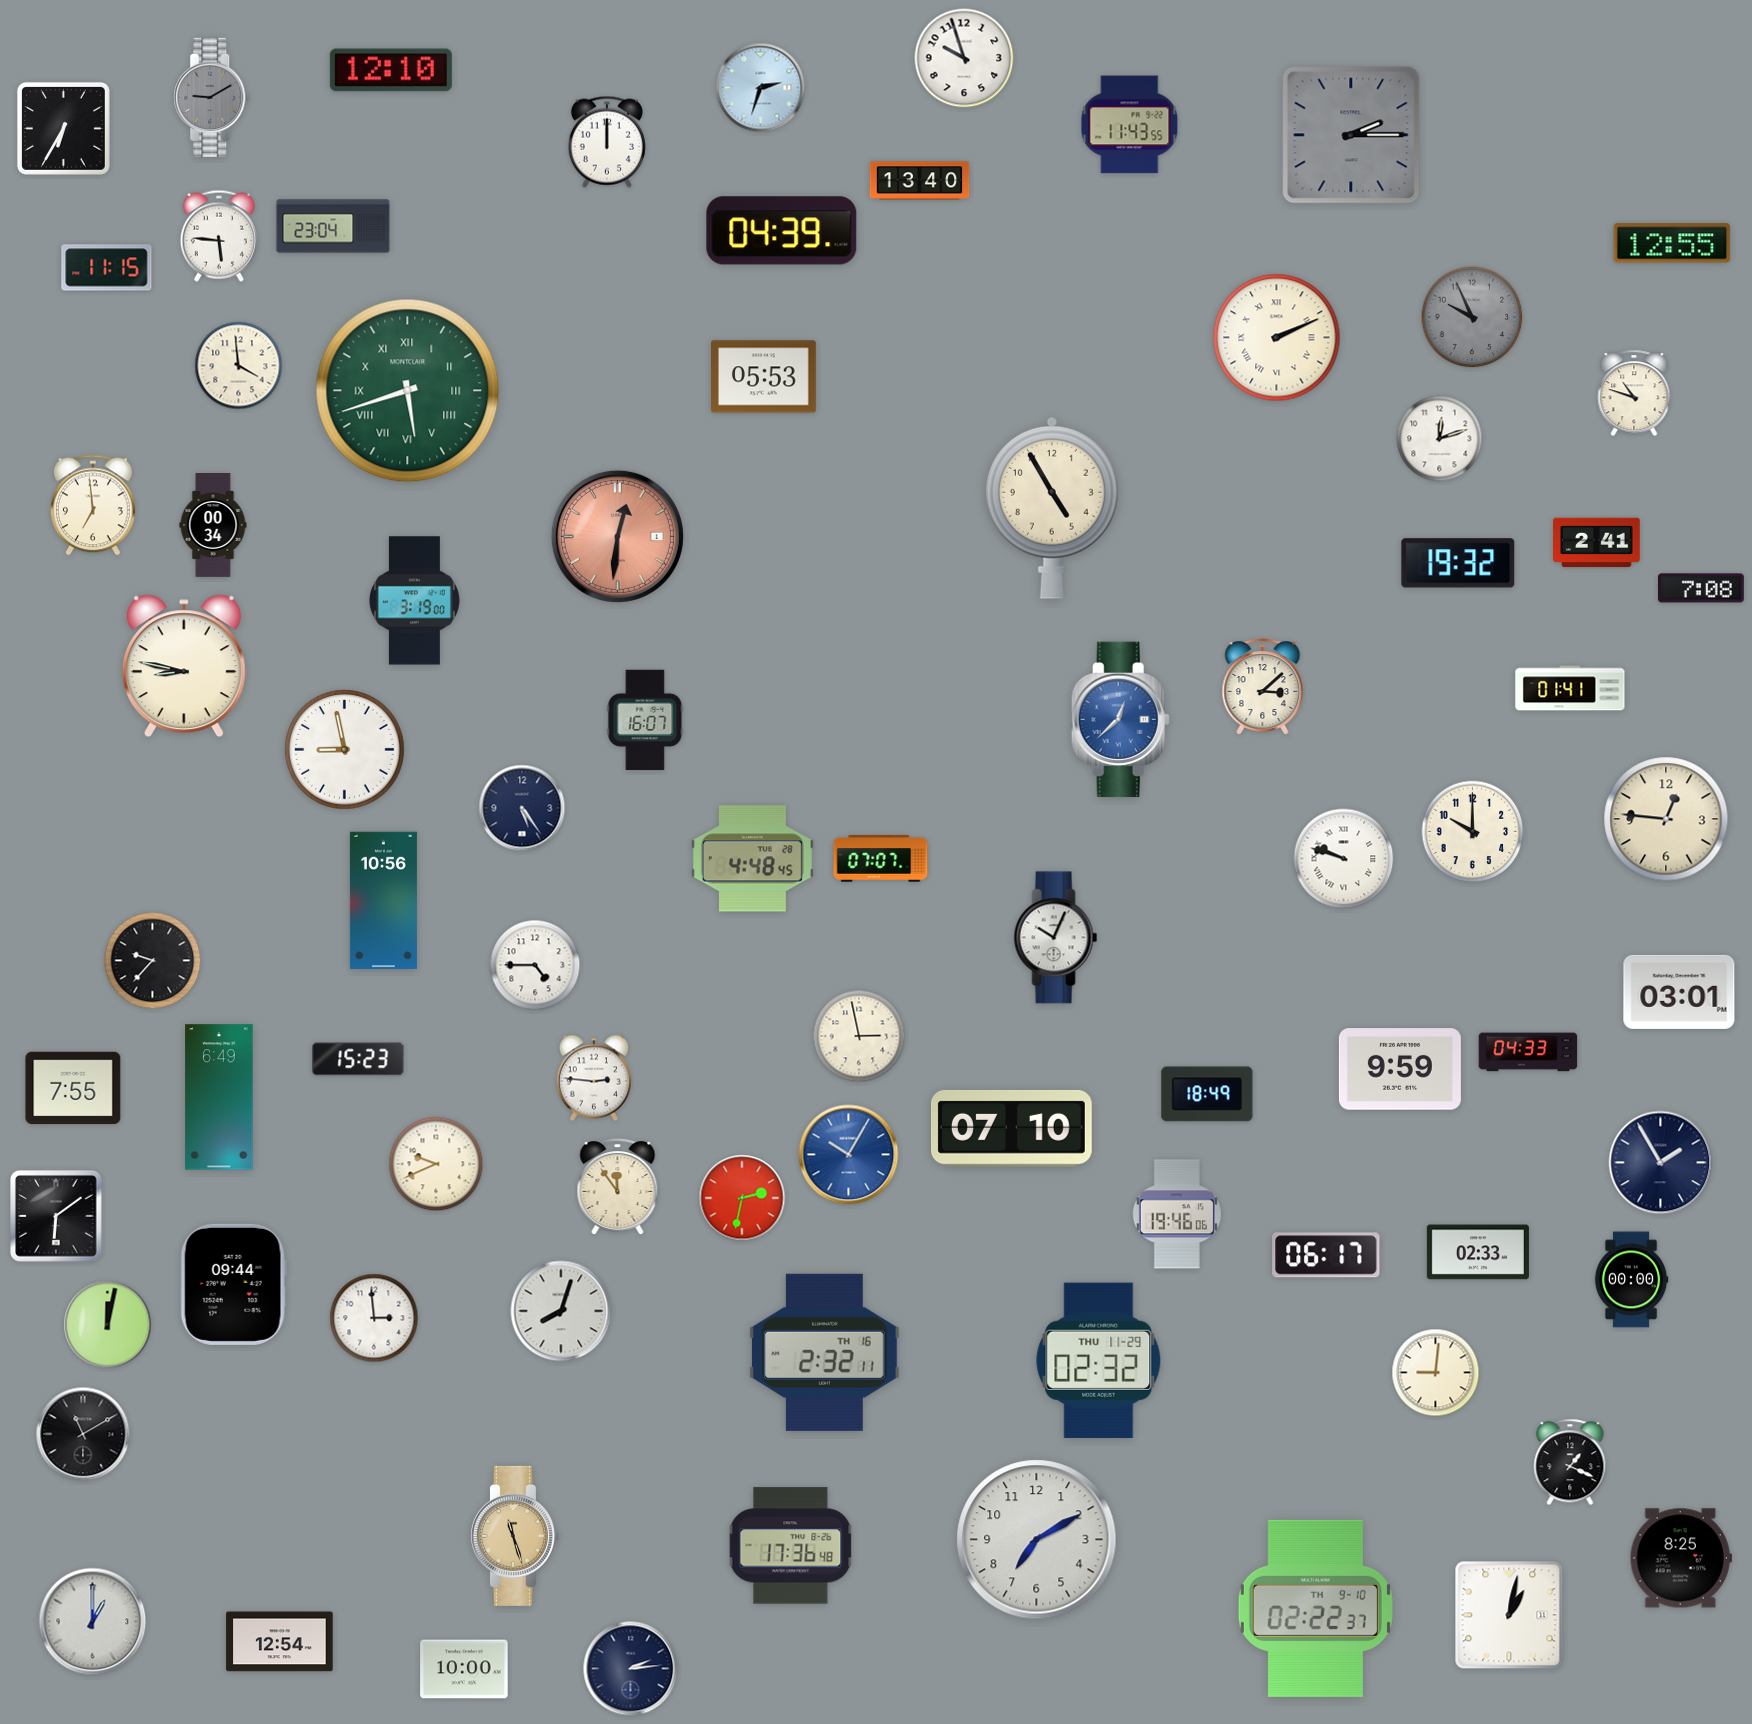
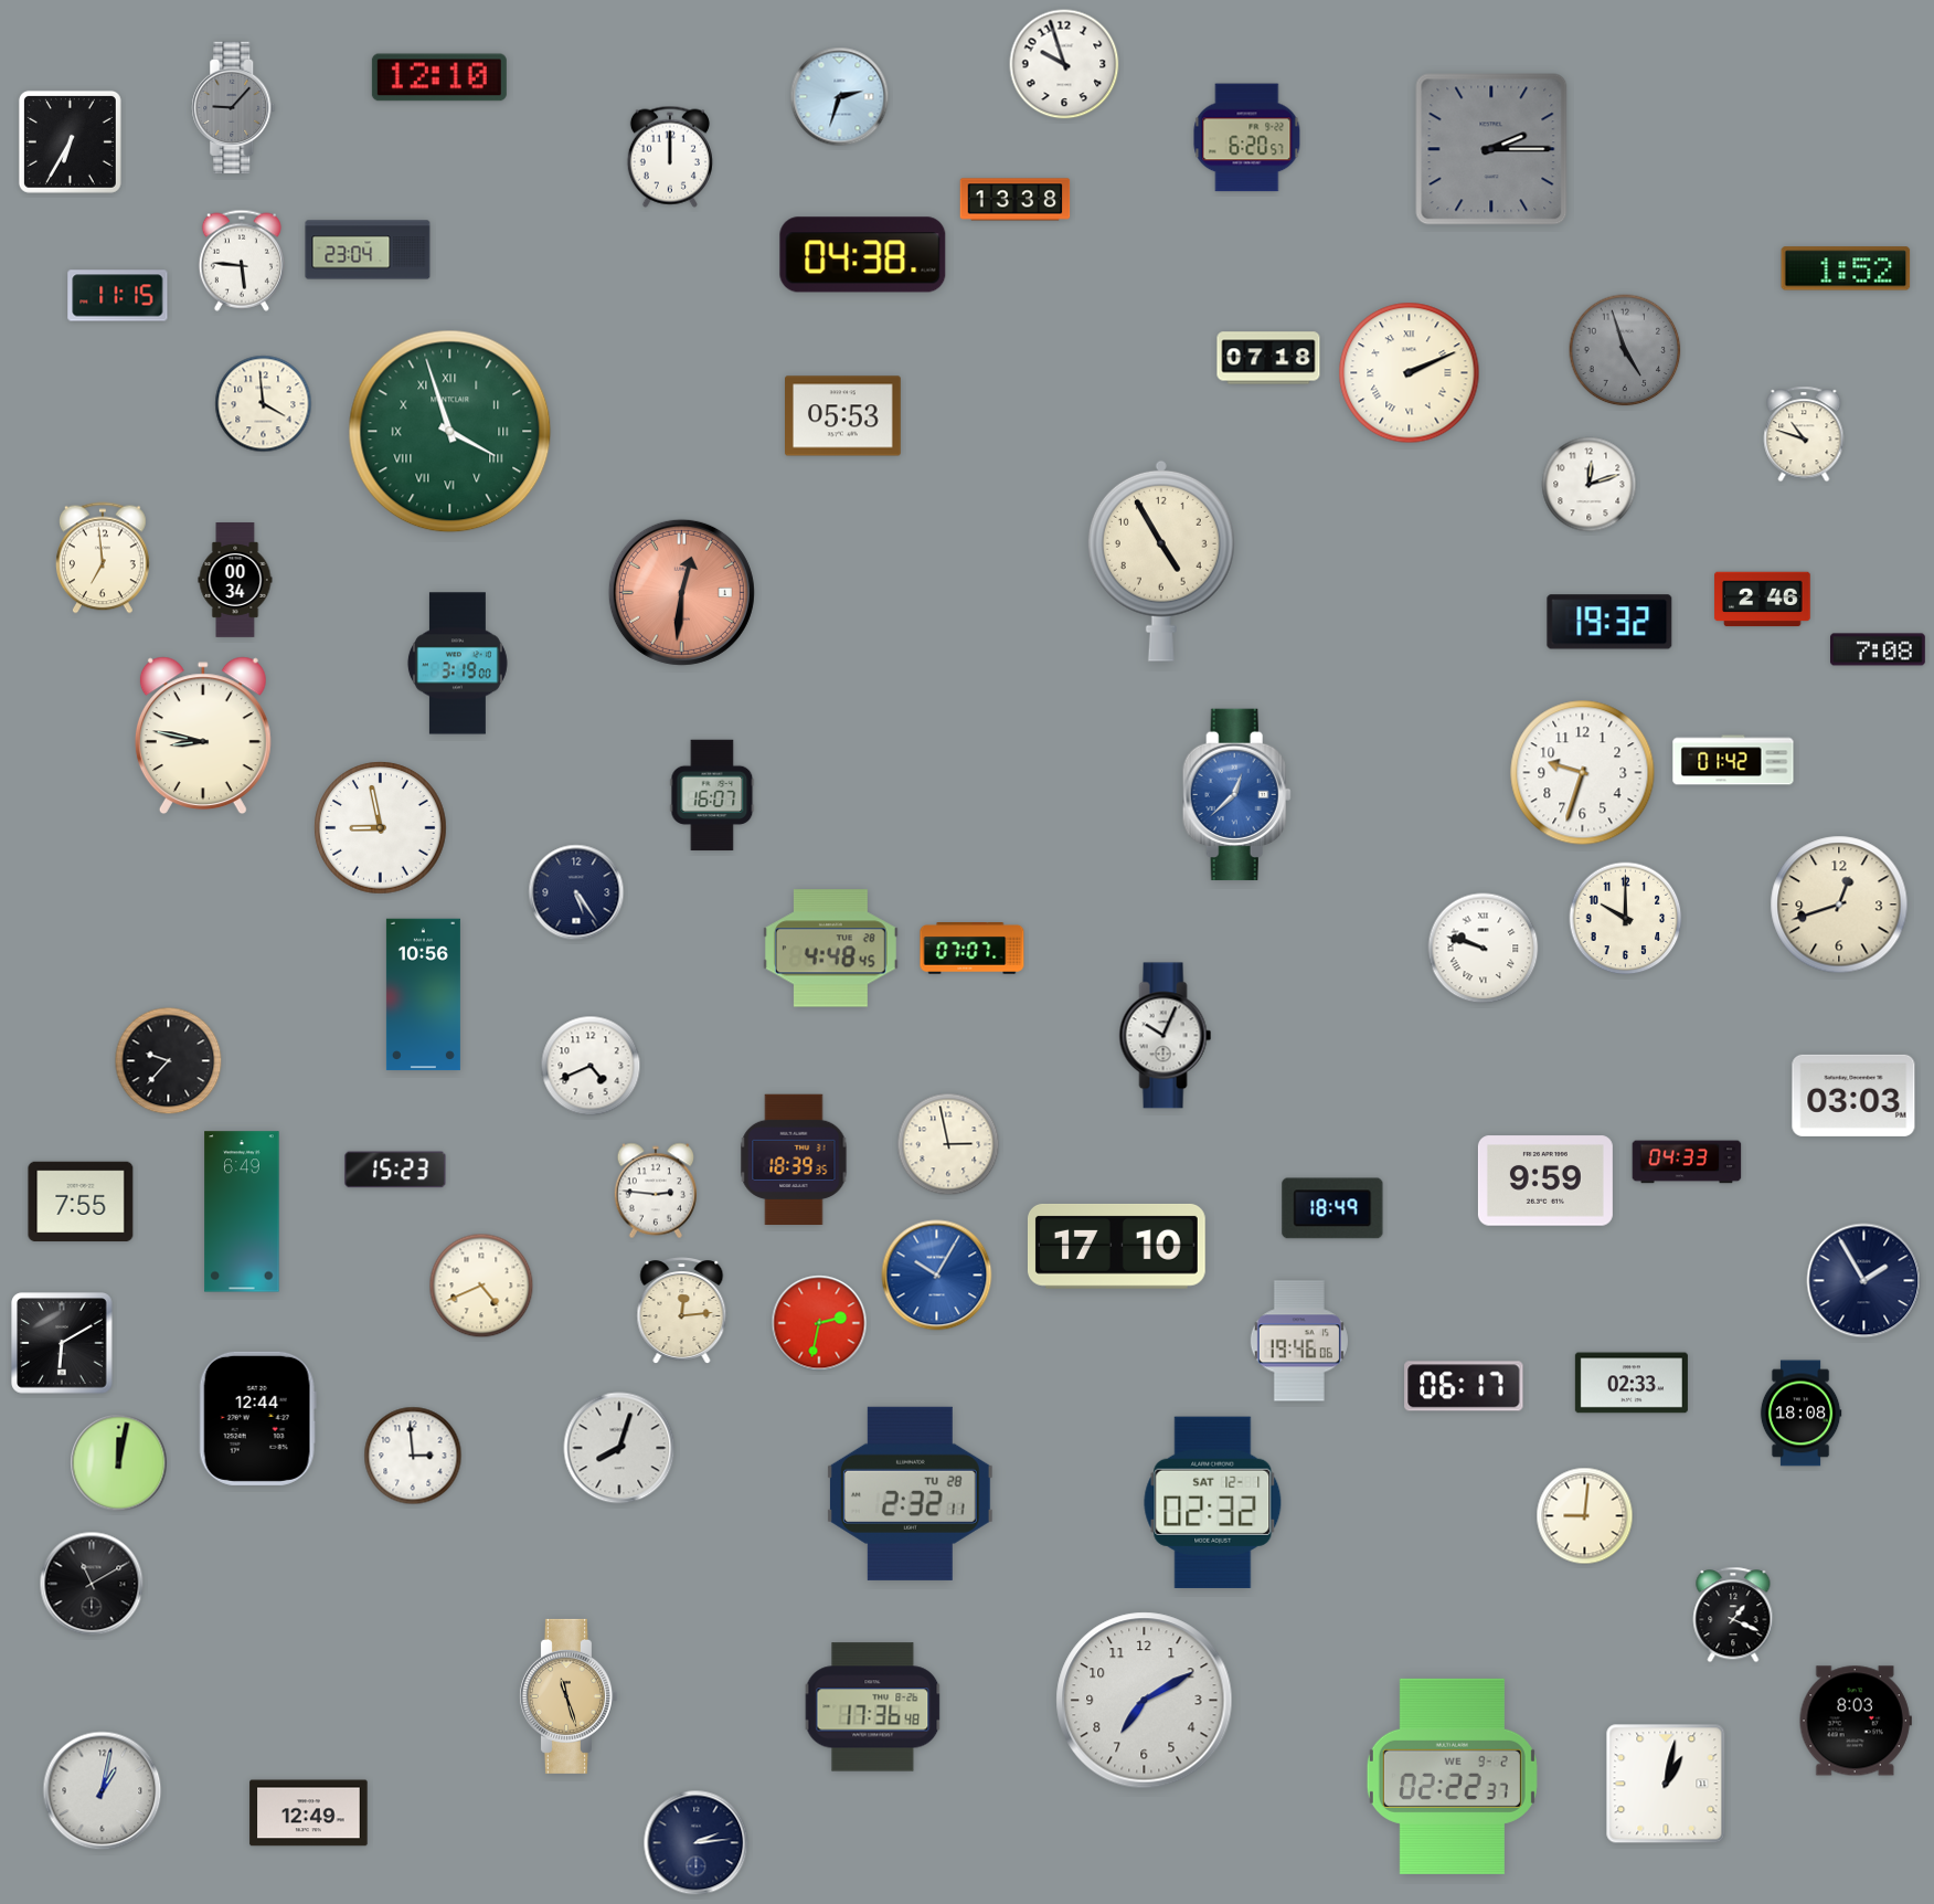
clock at (391, 70) position: (391, 70) -> (439, 77)
clock at (212, 97): 9:10 -> 9:07
clock at (1130, 125): 11:43 -> 6:20
clock at (920, 181): 13:40 -> 13:38
clock at (782, 231): 04:39 -> 04:38
clock at (1672, 243): 12:55 -> 1:52
clock at (1472, 317): 9:56 -> 4:57
clock at (1268, 358): none -> 07:18
clock at (408, 391): 5:42 -> 3:57
clock at (1597, 543): 2:41 -> 2:46
clock at (1263, 687): 3:08 -> none
clock at (1570, 688): 01:41 -> 01:42
clock at (1583, 773): none -> 9:33
clock at (1666, 819): 12:46 -> 12:42
clock at (535, 965): 4:45 -> 4:41
clock at (1679, 992): 03:01 -> 03:03
clock at (794, 1160): none -> 18:39
clock at (1011, 1128): 07:10 -> 17:10
clock at (1661, 1163) position: (1661, 1163) -> (1864, 1281)
clock at (436, 1164): 9:41 -> 4:41
clock at (618, 1187): 11:54 -> 12:14
clock at (56, 1216): 6:09 -> 6:10
clock at (1631, 1280): 00:00 -> 18:08
clock at (233, 1284): 09:44 -> 12:44
clock at (824, 1352) date: TH 16 -> TU 28
clock at (1099, 1360) date: THU 11-29 -> SAT 12-1
clock at (1681, 1558): 8:25 -> 8:03
clock at (1315, 1608) date: TH 9-10 -> WE 9-2
clock at (93, 1622): 1:00 -> 1:02
clock at (280, 1642): 12:54 -> 12:49
clock at (464, 1669): 10:00 -> none
